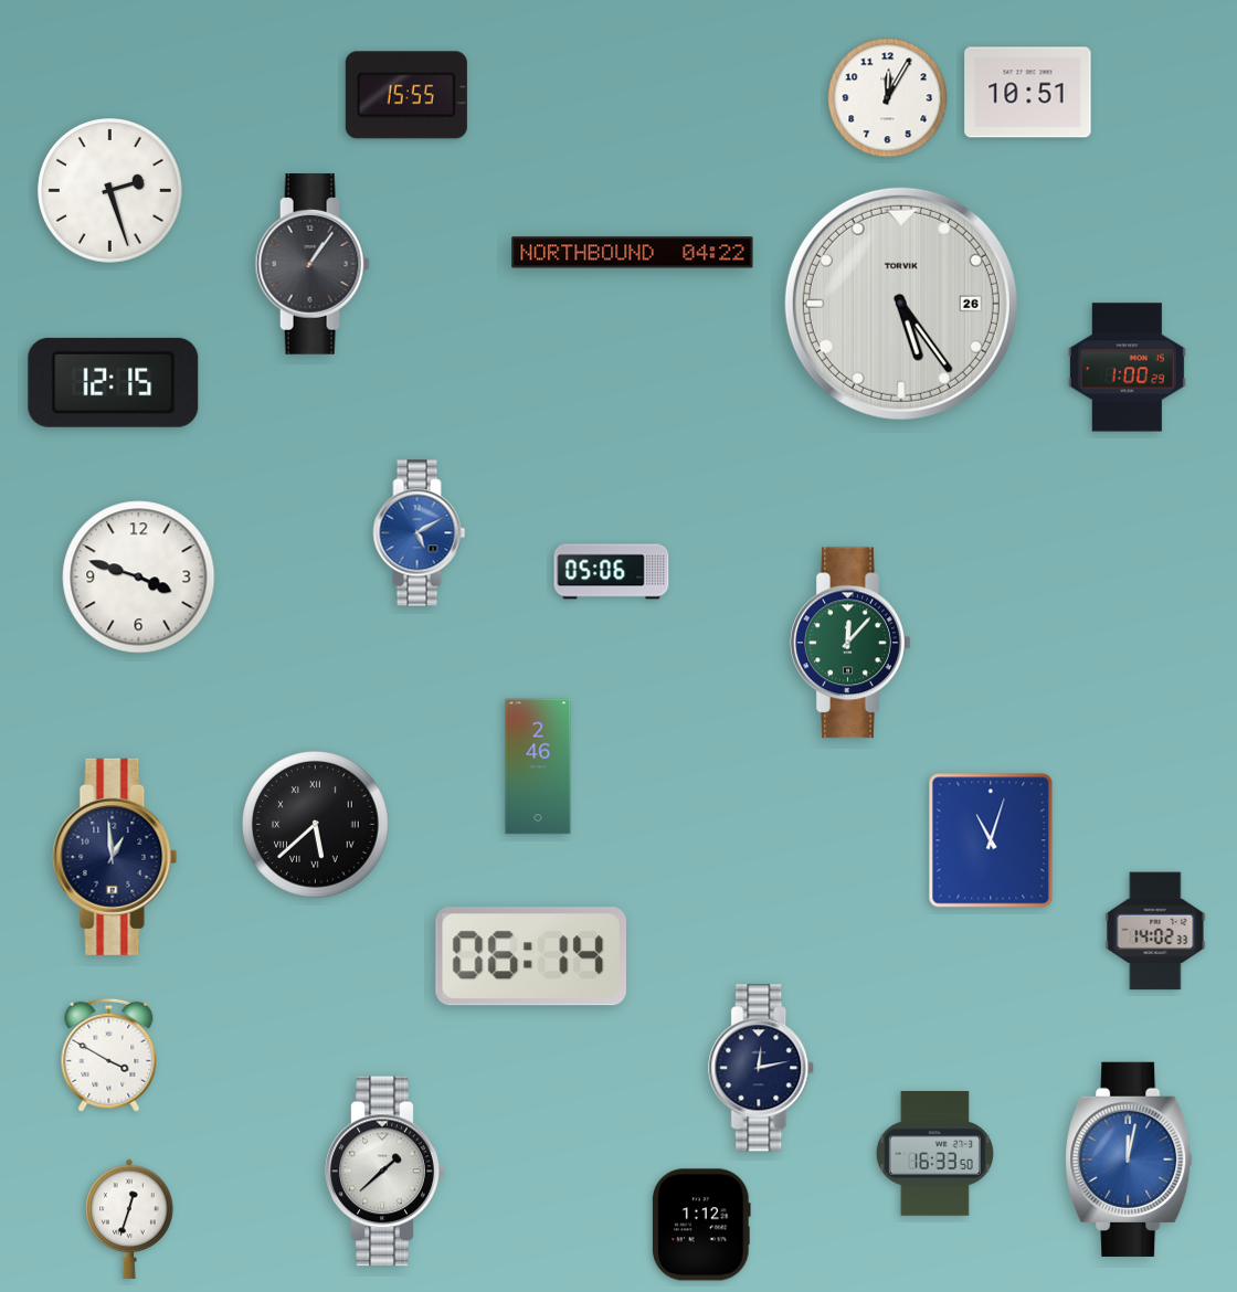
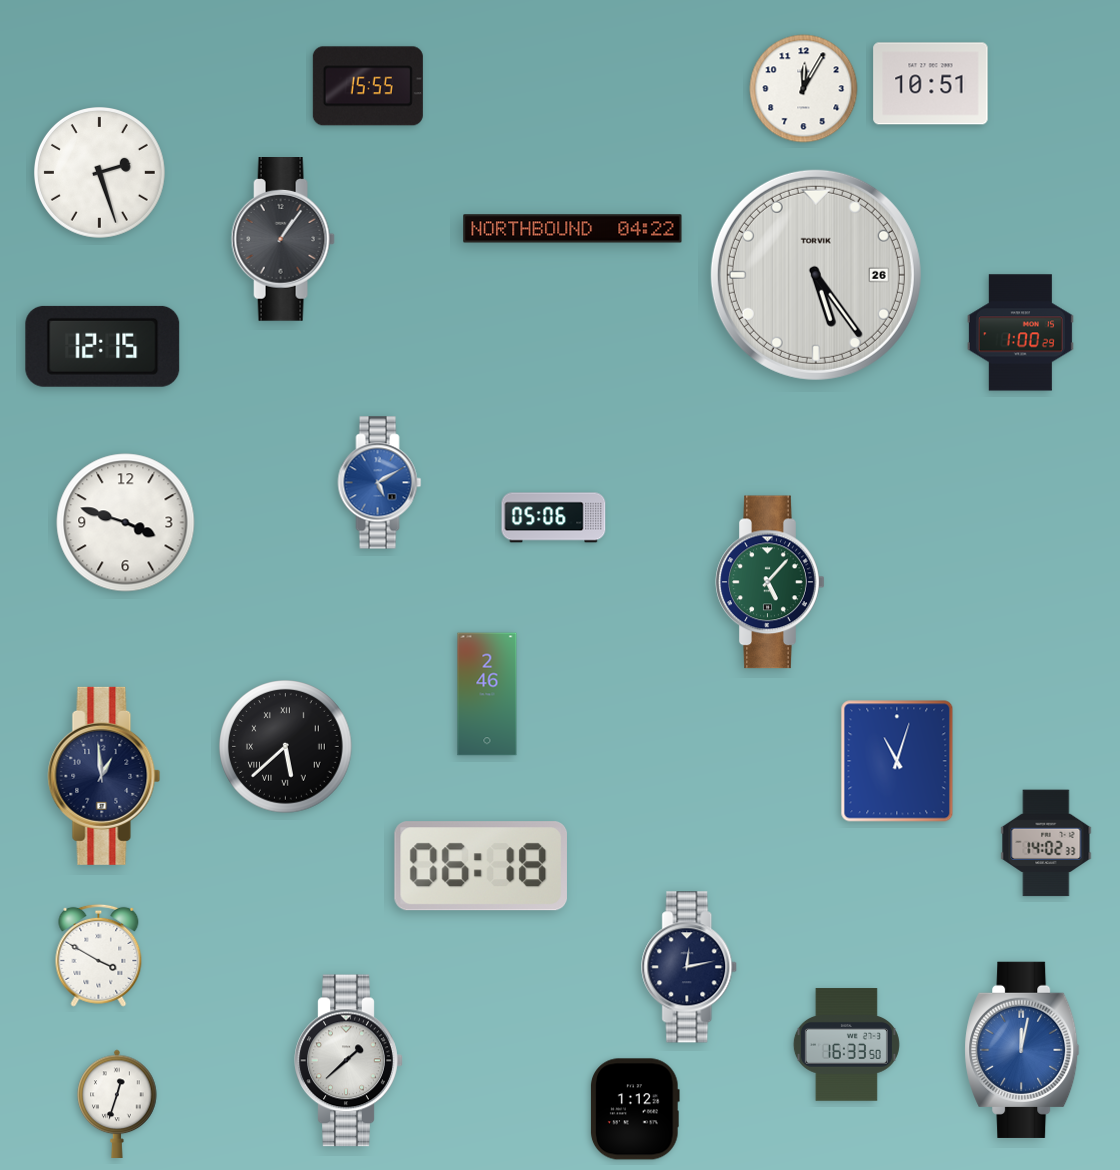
clock at (850, 643): 12:07 -> 5:07
clock at (531, 956): 06:14 -> 06:18
